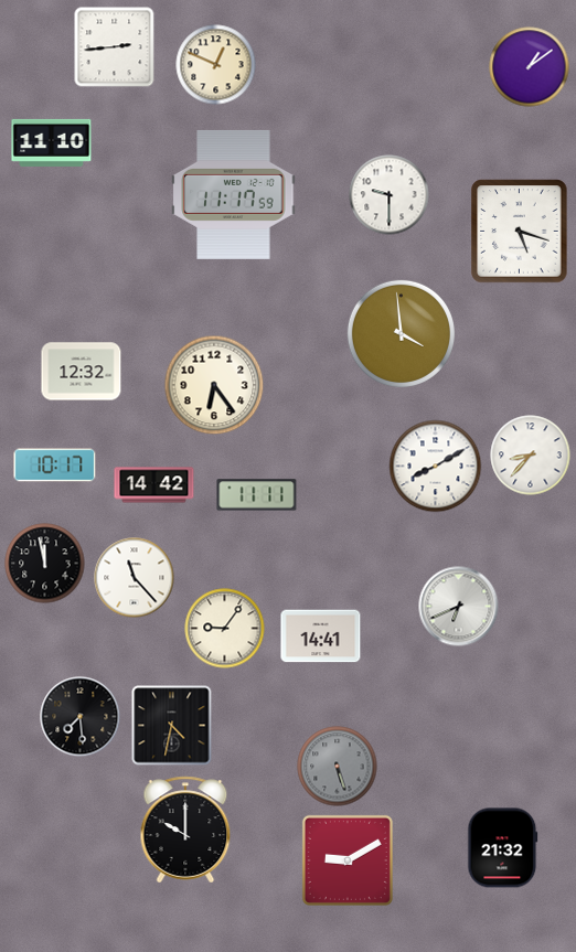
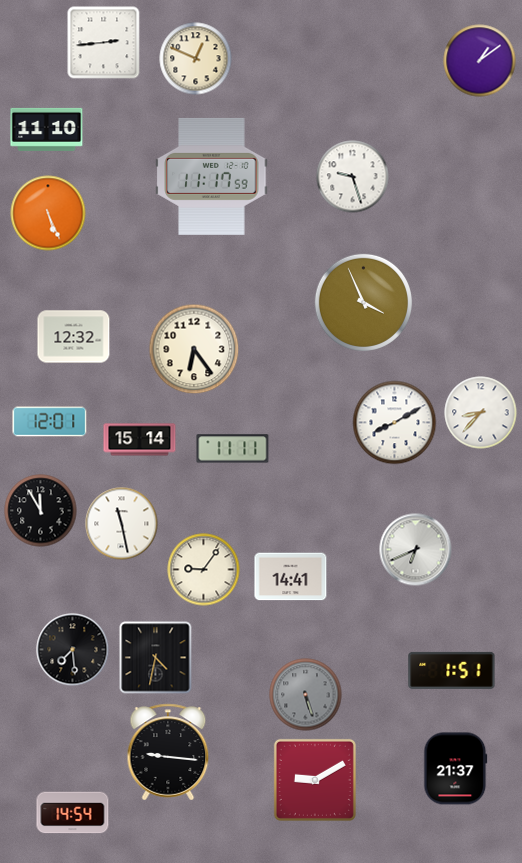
clock at (390, 195): 9:30 -> 9:27
clock at (520, 232): 5:18 -> none
clock at (48, 213): none -> 5:26
clock at (401, 333): 3:59 -> 3:56
clock at (55, 466): 10:17 -> 12:01
clock at (154, 485): 14:42 -> 15:14
clock at (45, 564): 11:58 -> 11:55
clock at (135, 578): 11:23 -> 11:28
clock at (452, 670): none -> 1:51
clock at (185, 830): 10:00 -> 9:16
clock at (503, 848): 21:32 -> 21:37
clock at (73, 813): none -> 14:54
